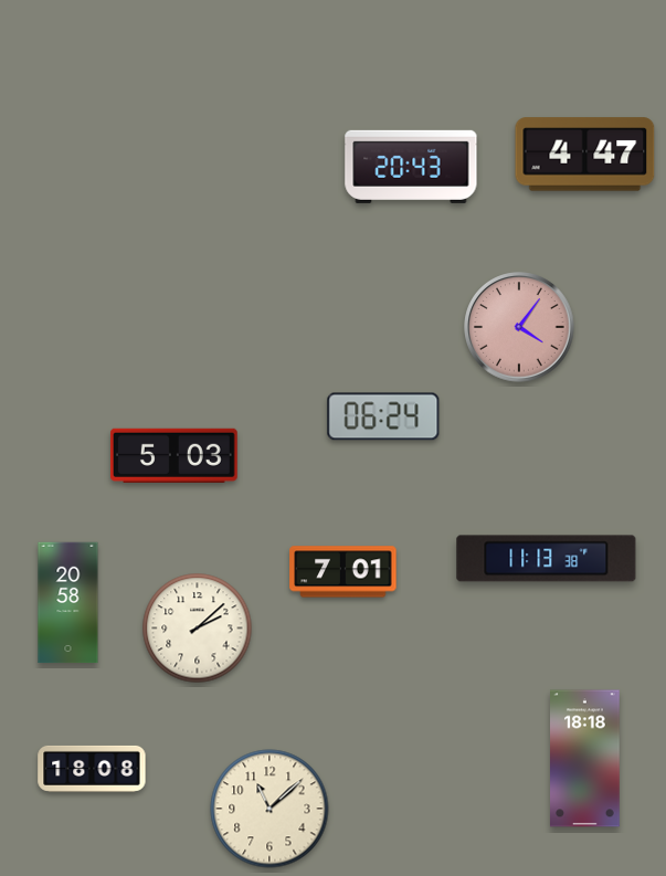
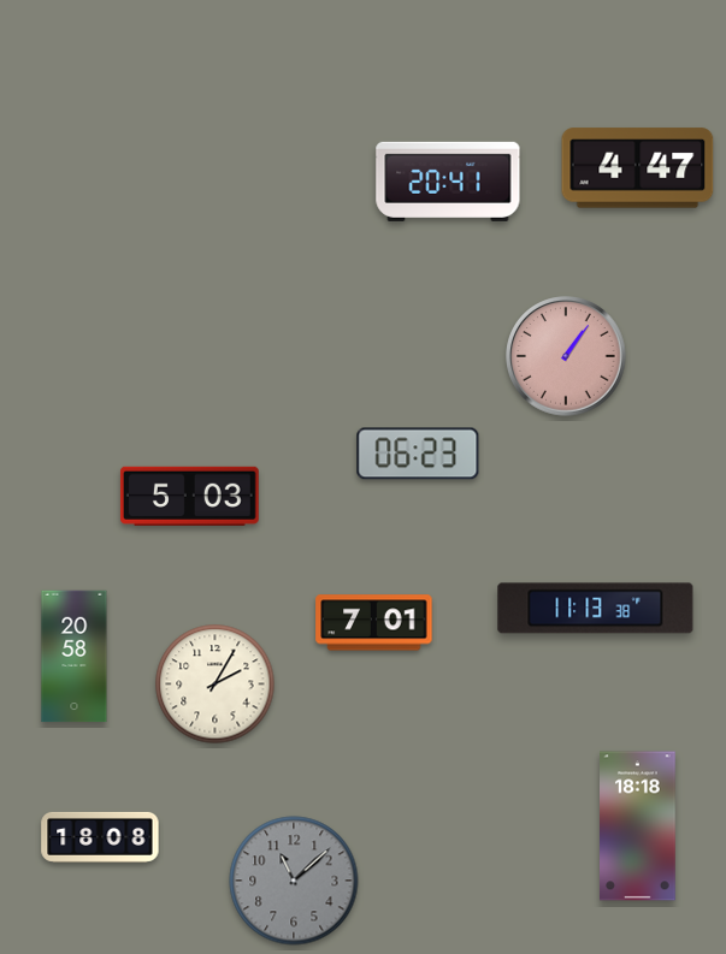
clock at (411, 167): 20:43 -> 20:41
clock at (519, 327): 4:06 -> 1:06
clock at (383, 416): 06:24 -> 06:23
clock at (198, 629): 2:08 -> 2:05
clock at (269, 809) dial: cream -> grey
